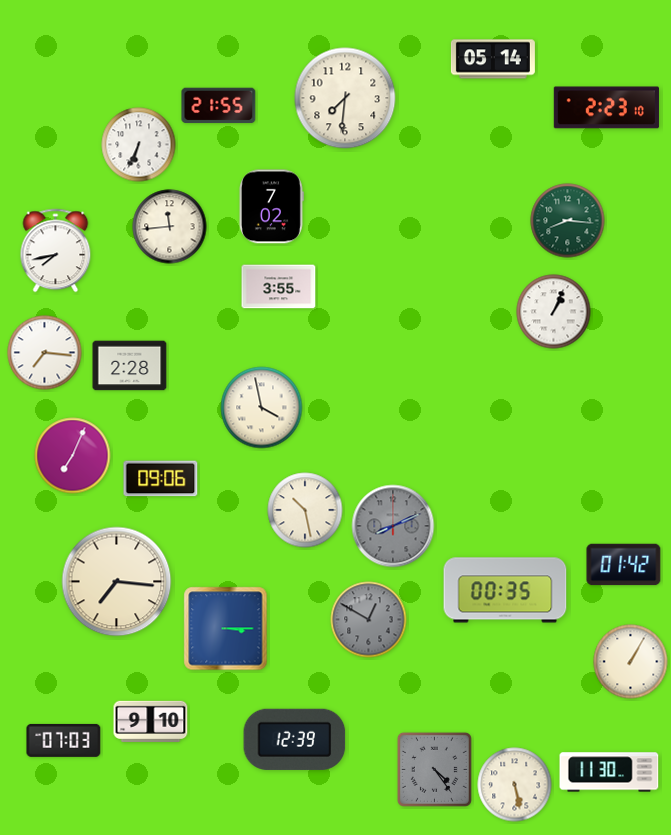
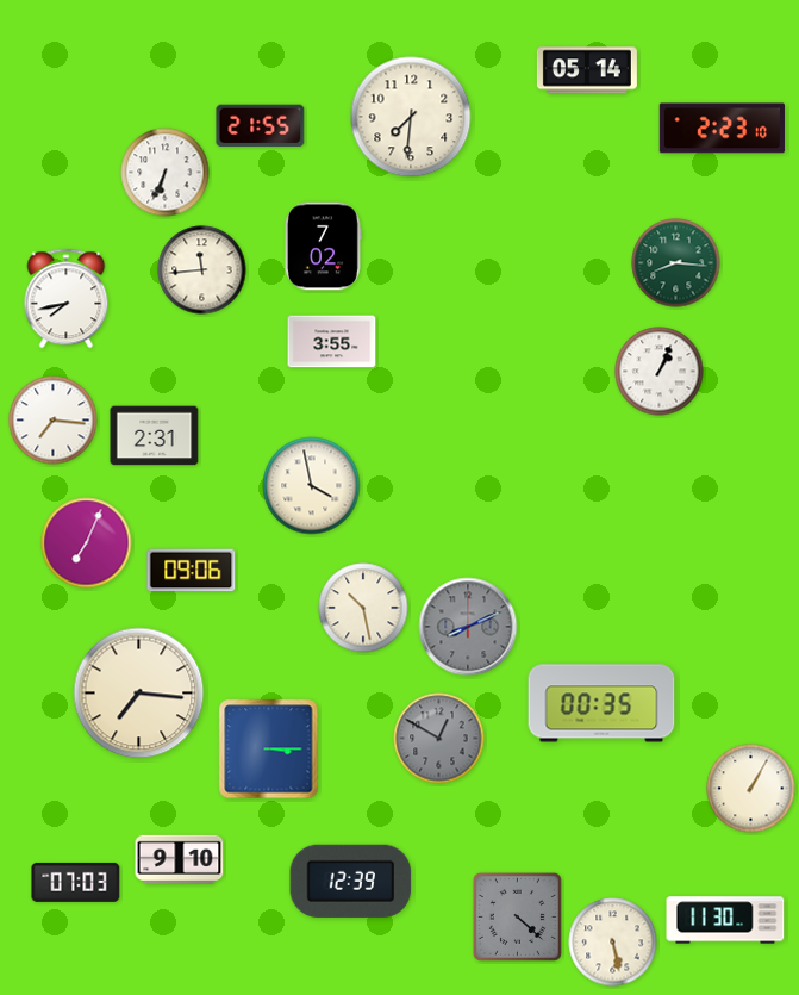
clock at (130, 366): 2:28 -> 2:31
clock at (624, 565): 01:42 -> none
clock at (434, 769): 4:24 -> 4:22
clock at (515, 785) position: (515, 785) -> (613, 943)
